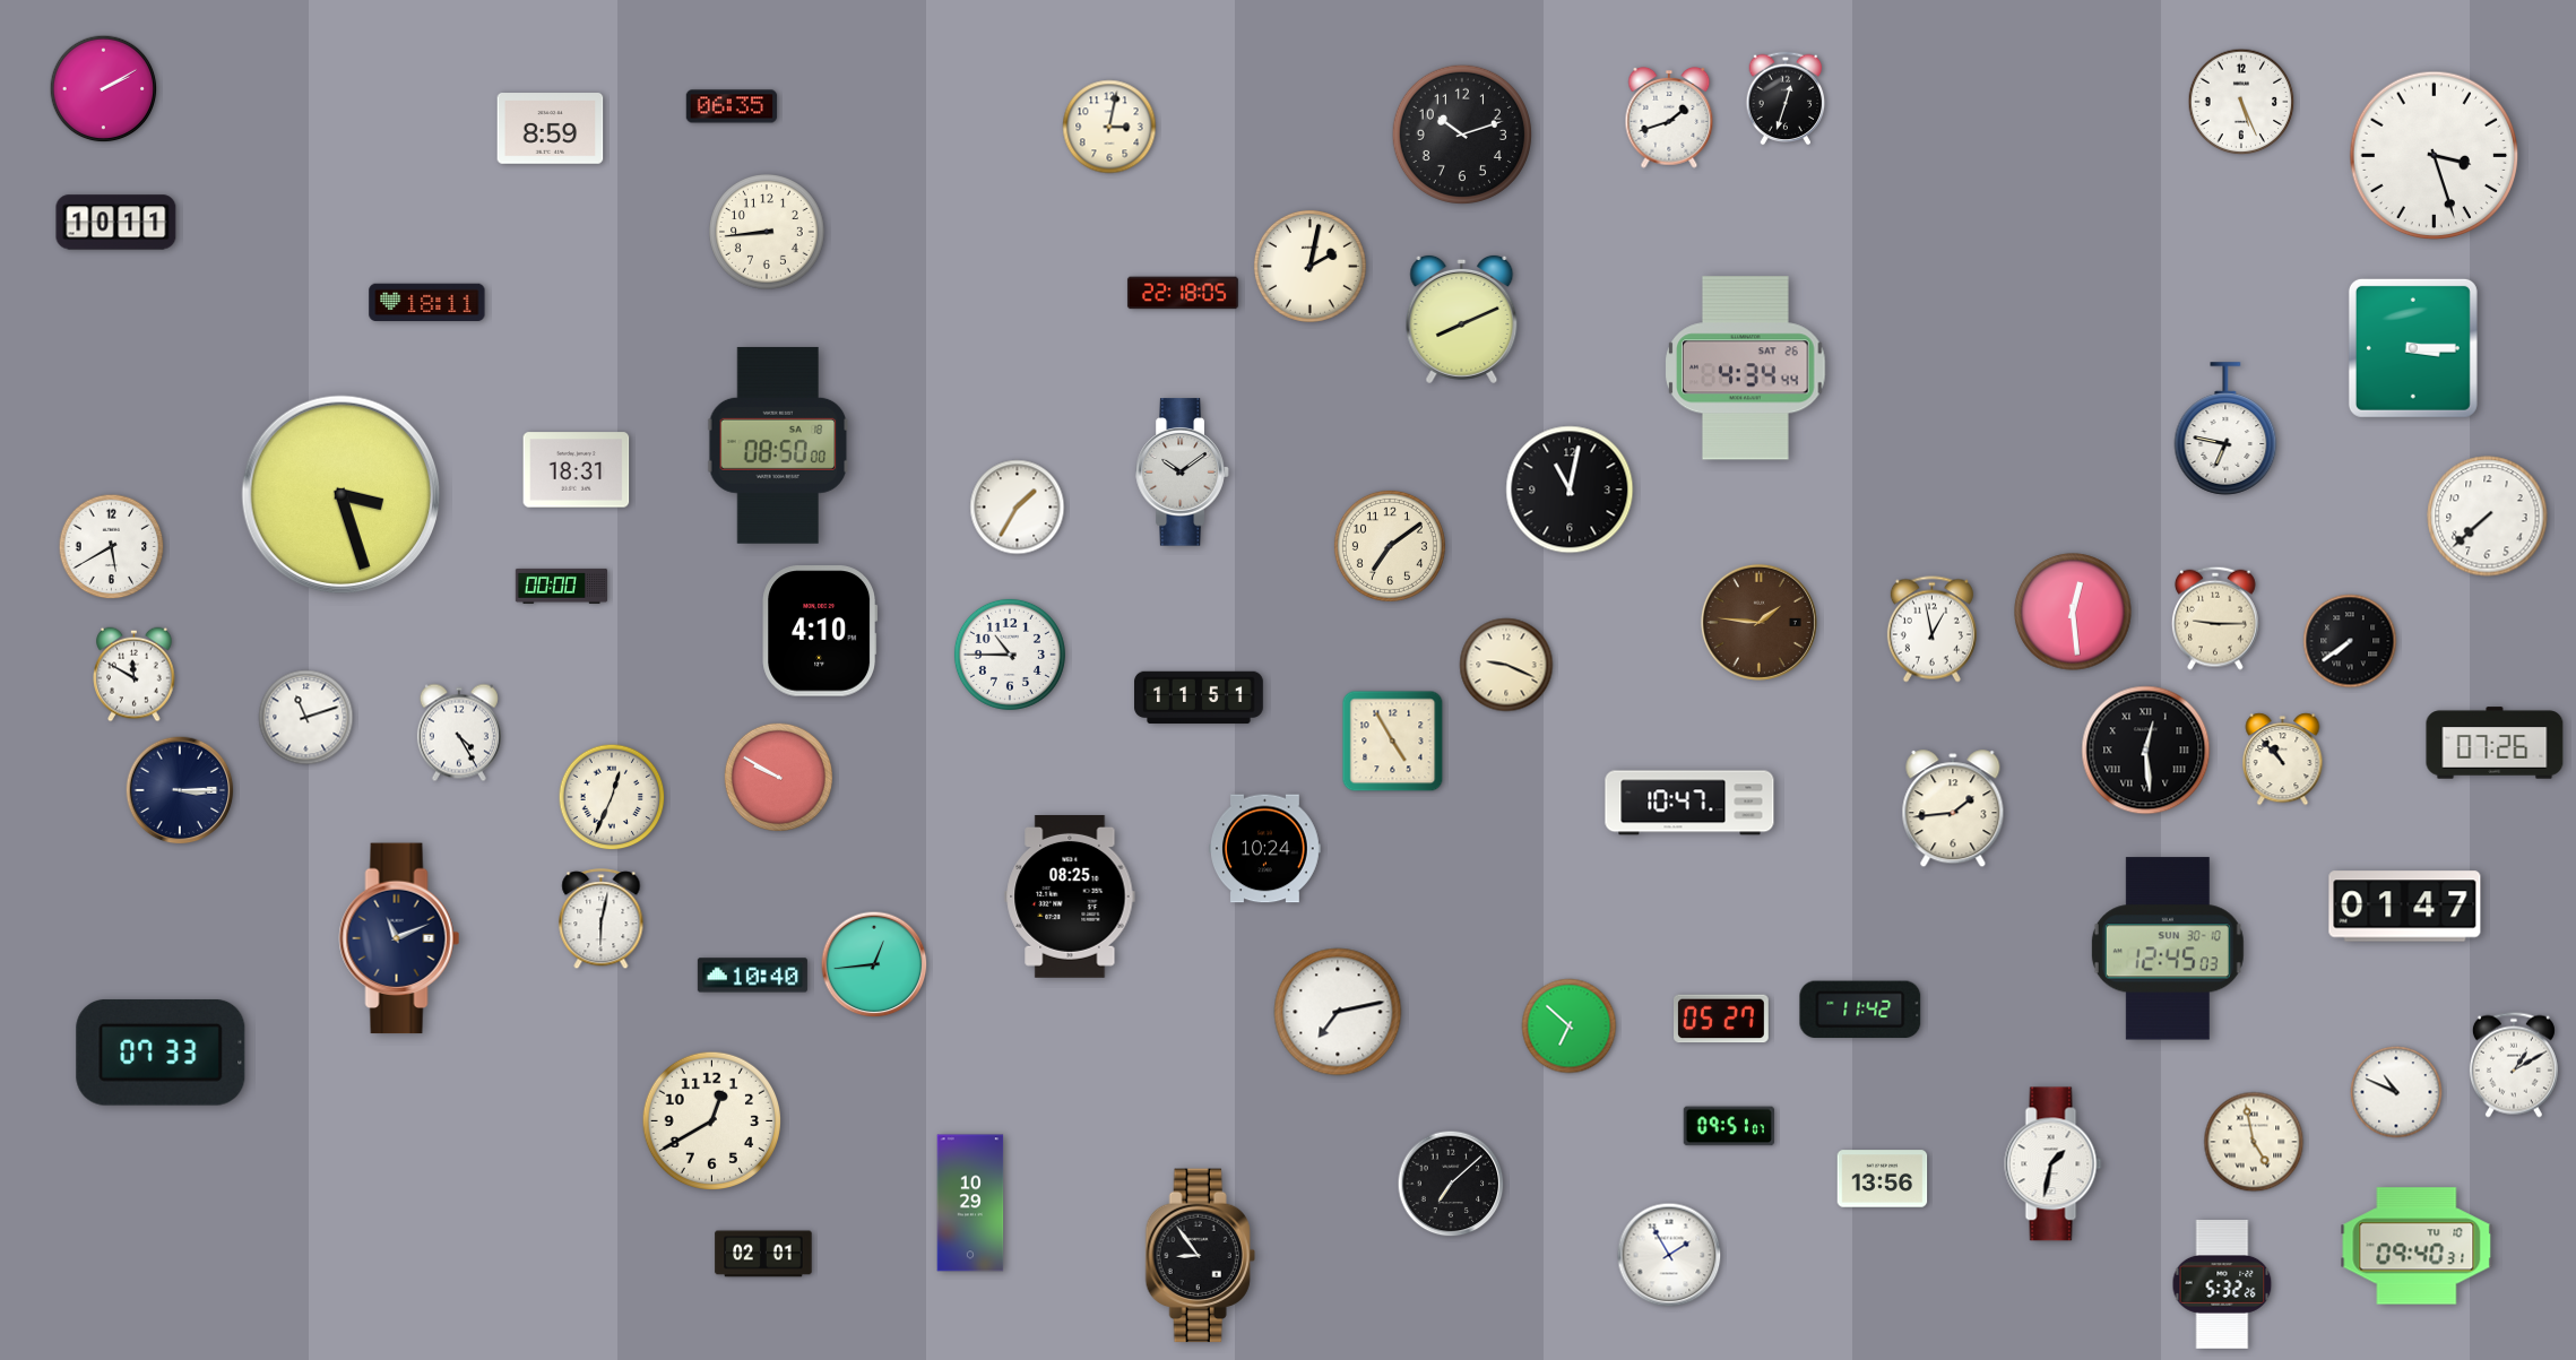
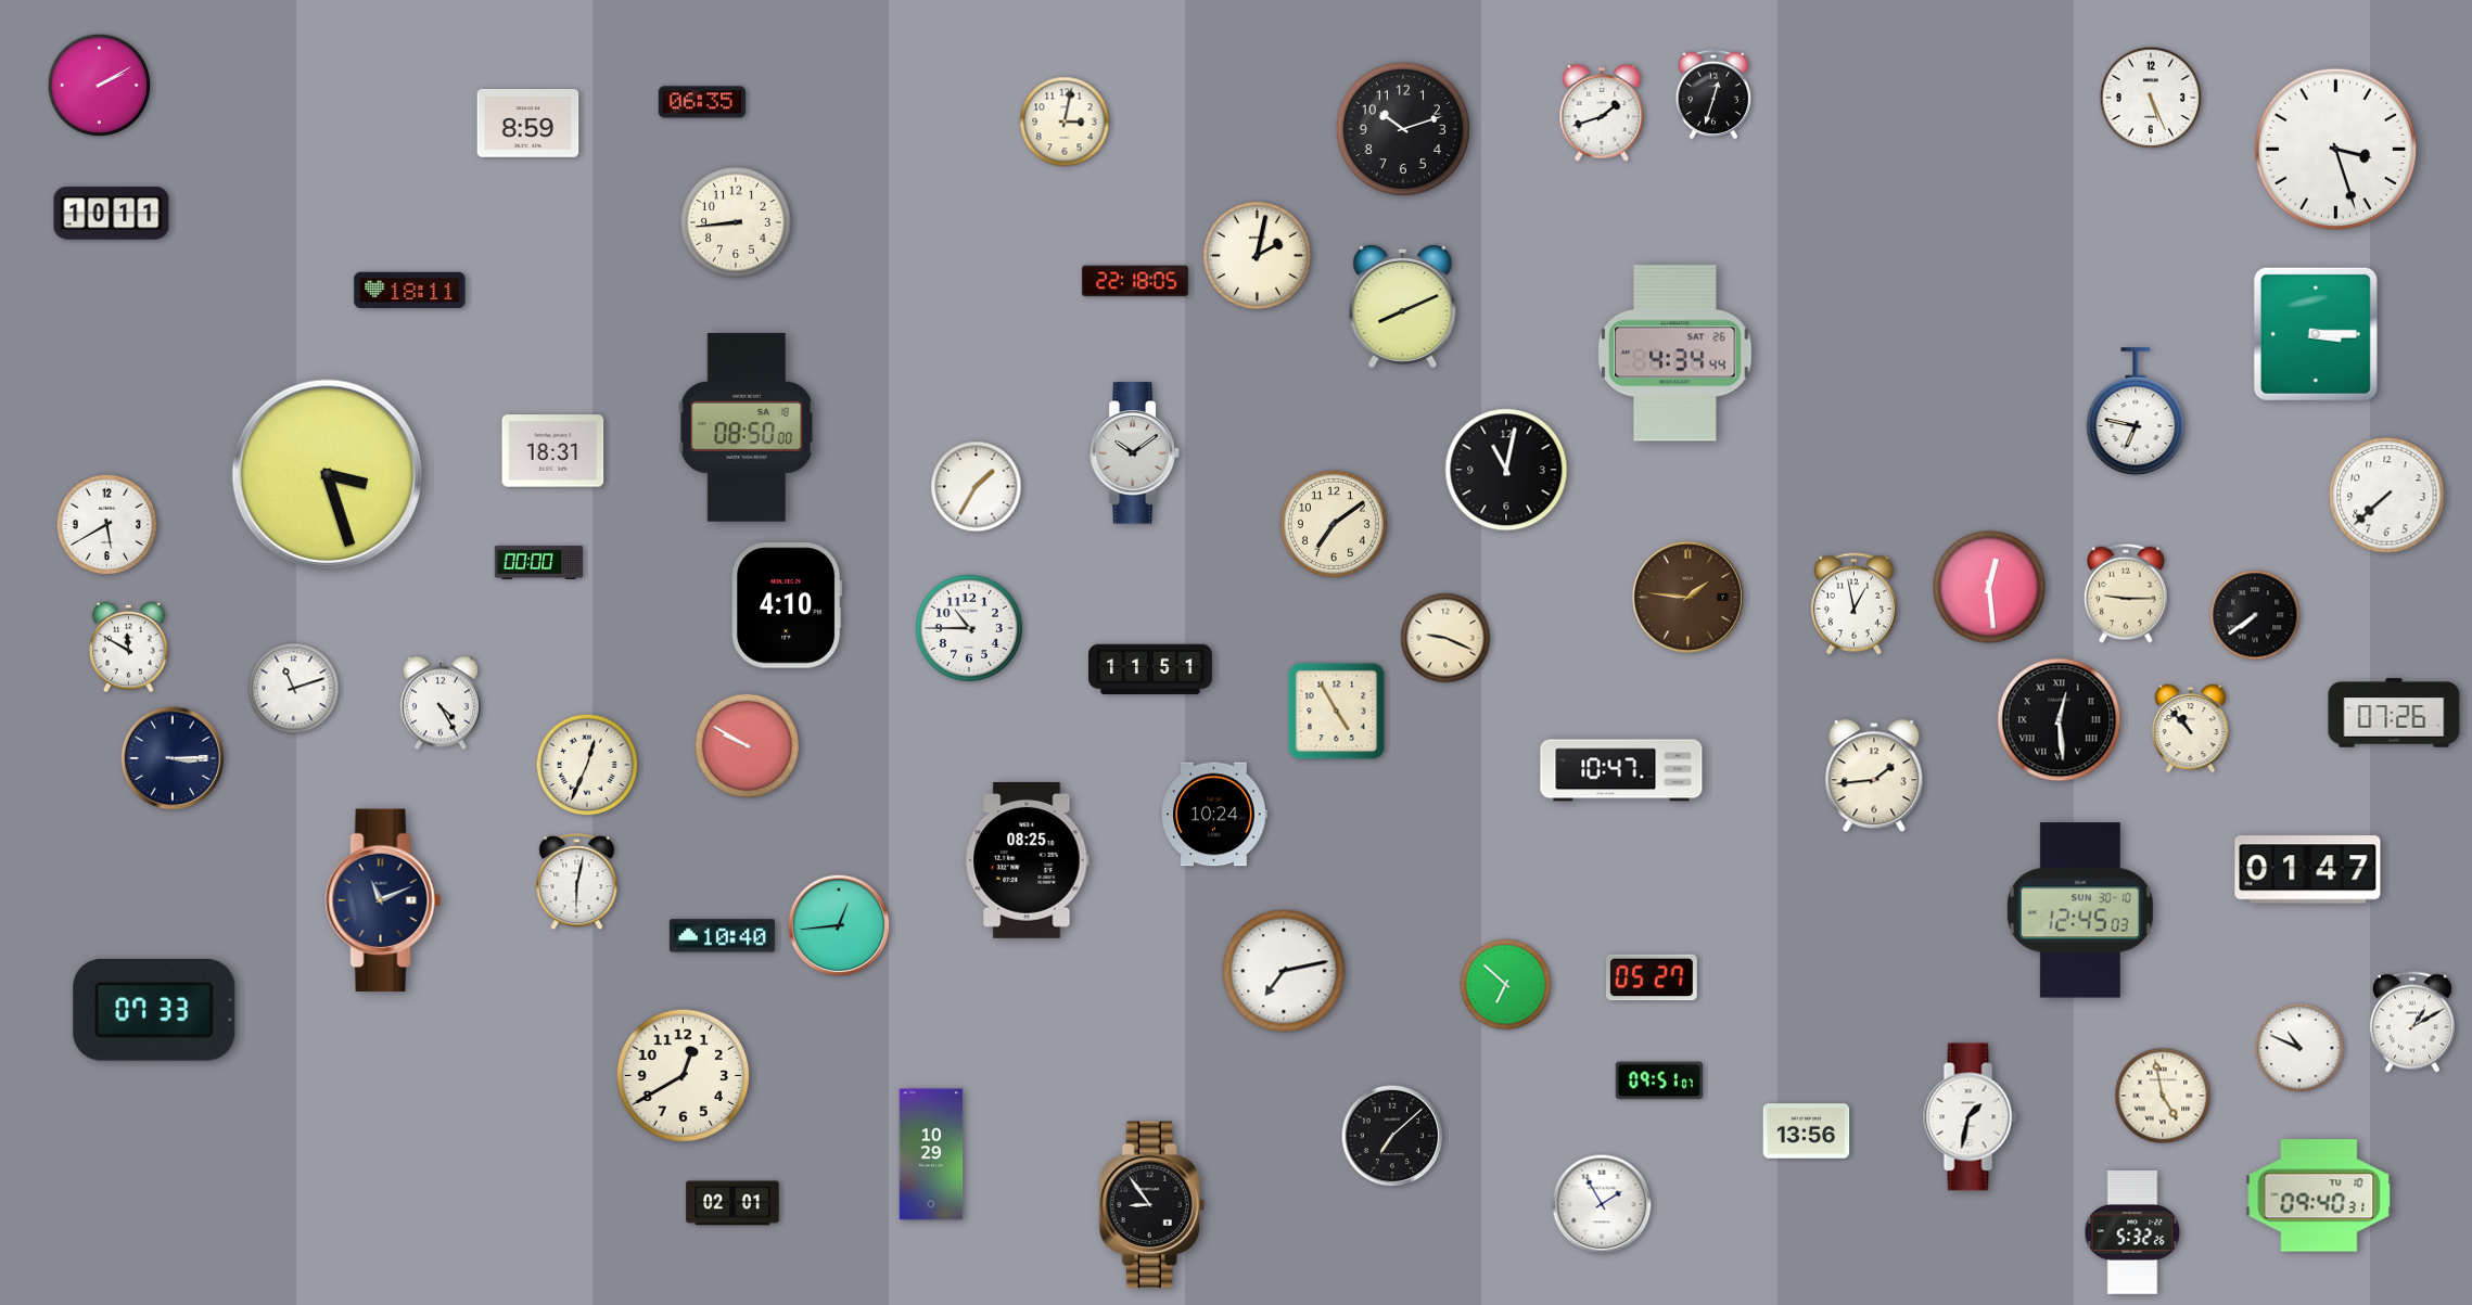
clock at (1860, 1010): 11:42 -> none
